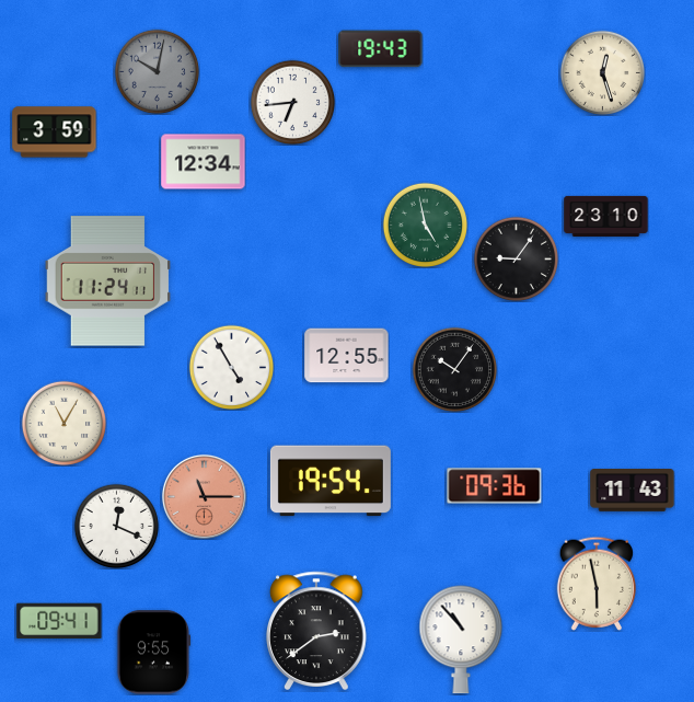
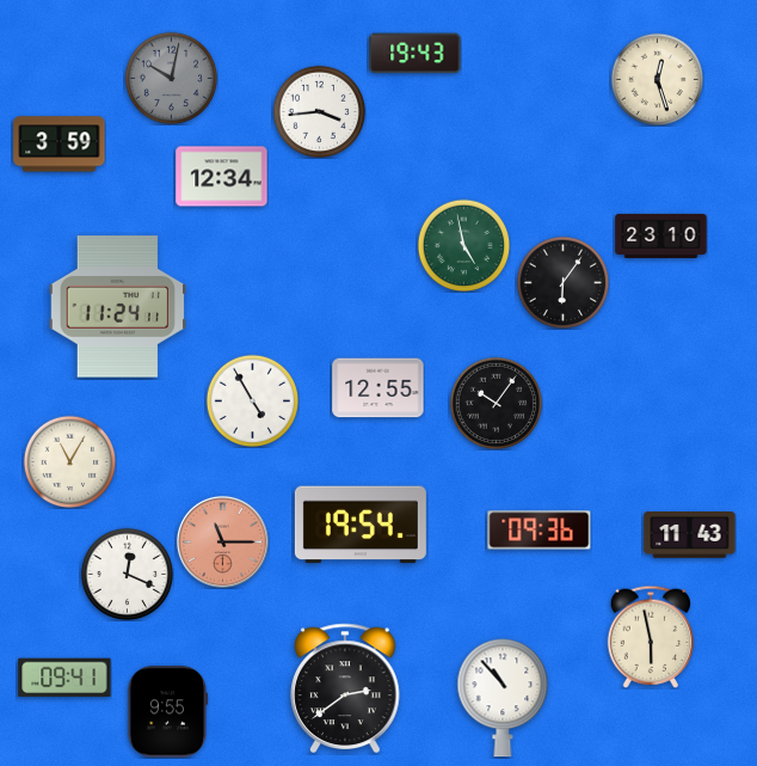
clock at (292, 102): 6:44 -> 3:44
clock at (516, 258): 9:06 -> 6:06
